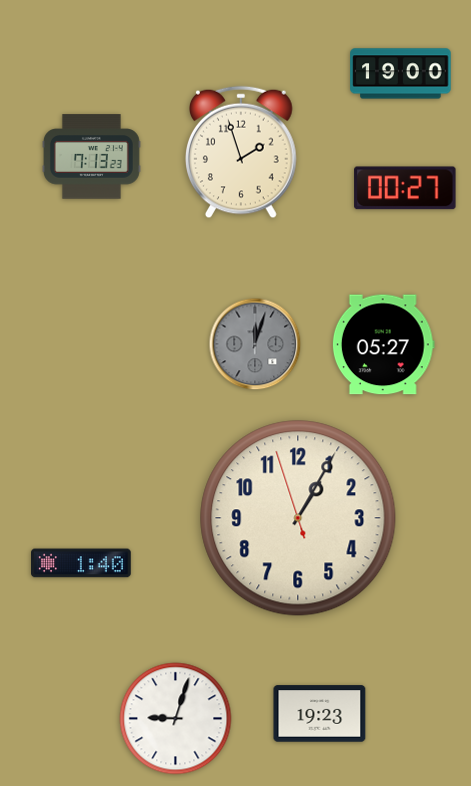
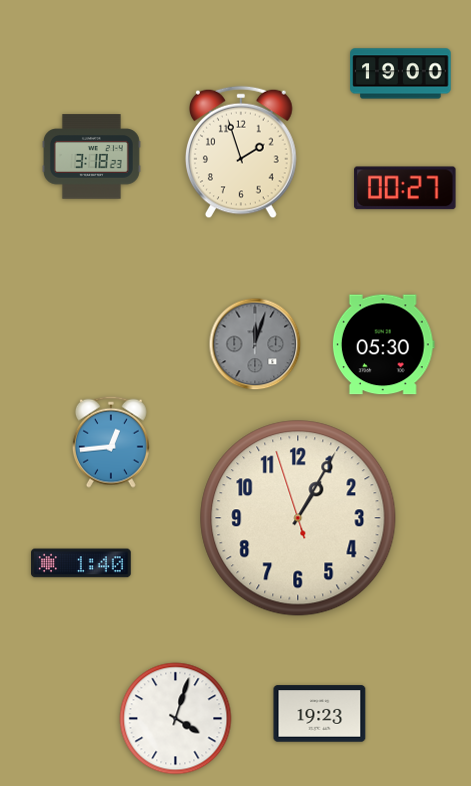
clock at (91, 157): 7:13 -> 3:18
clock at (383, 345): 05:27 -> 05:30
clock at (111, 442): none -> 12:44
clock at (176, 719): 9:03 -> 4:03
